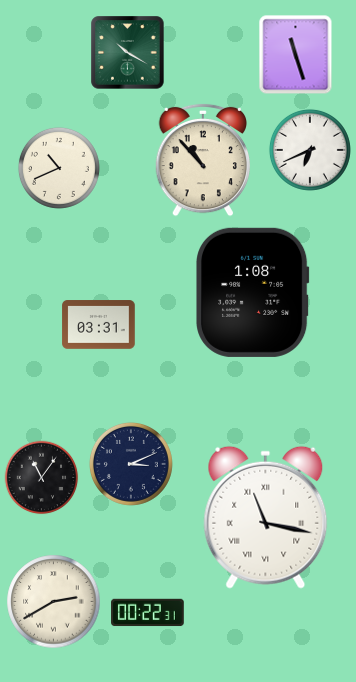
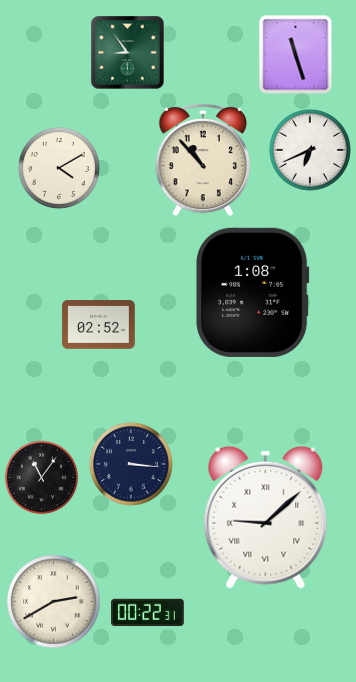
clock at (128, 53): 10:20 -> 8:54
clock at (59, 168): 10:41 -> 4:10
clock at (99, 325): 03:31 -> 02:52
clock at (131, 464): 3:11 -> 3:16
clock at (266, 517): 11:17 -> 9:08
